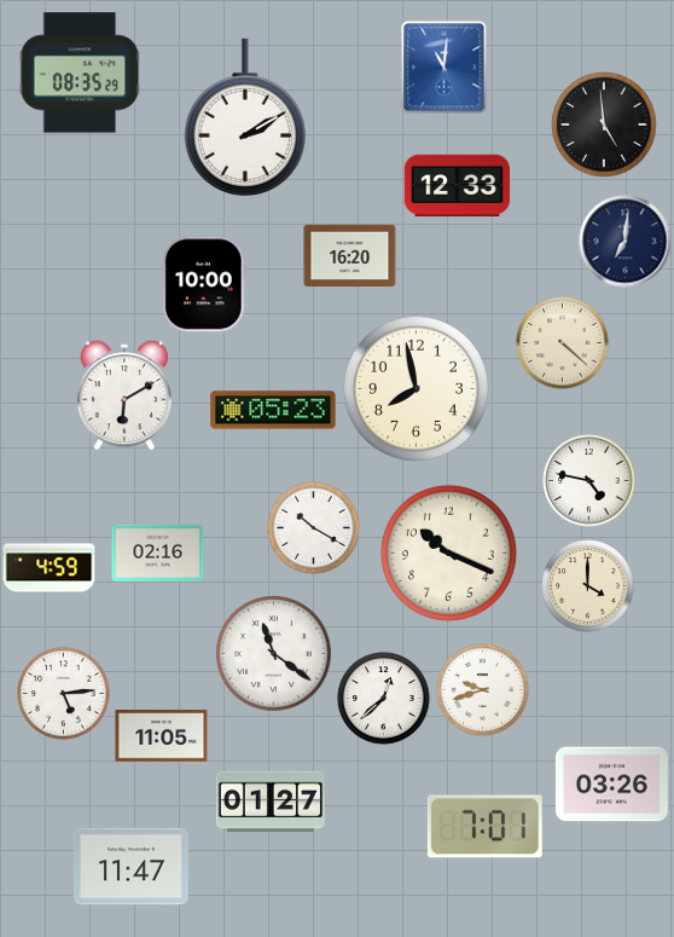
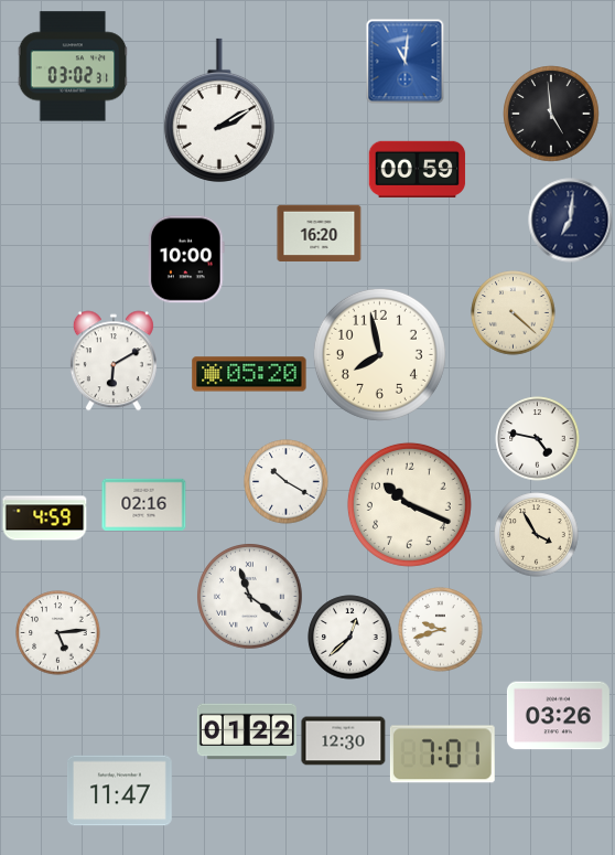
clock at (80, 73): 08:35 -> 03:02
clock at (245, 117) position: (245, 117) -> (219, 110)
clock at (458, 185): 12:33 -> 00:59
clock at (273, 410): 05:23 -> 05:20
clock at (588, 586): 4:00 -> 3:55
clock at (162, 736): 11:05 -> none
clock at (271, 802): 01:27 -> 01:22
clock at (344, 741): none -> 12:30
